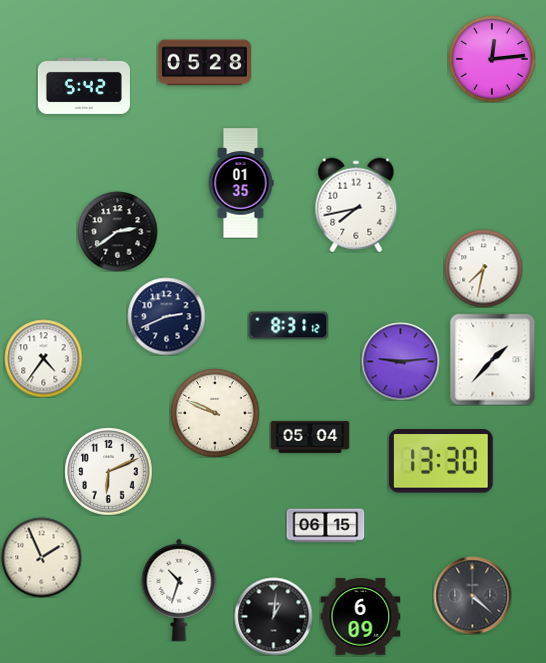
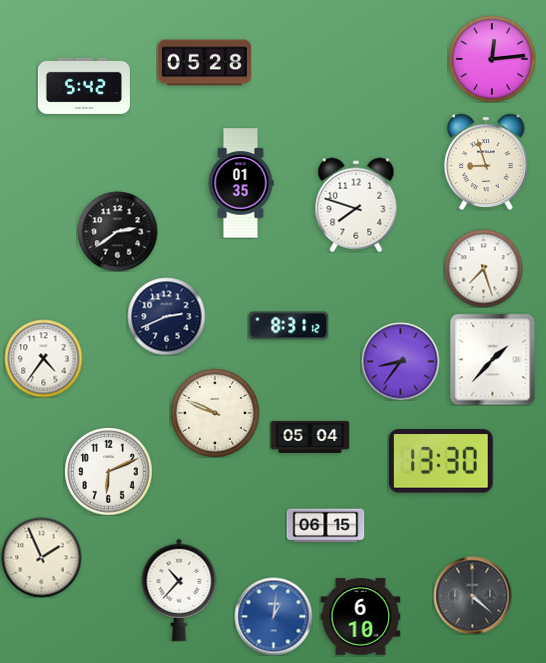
clock at (486, 162): none -> 8:57
clock at (356, 205): 7:43 -> 7:48
clock at (483, 268): 7:32 -> 7:27
clock at (400, 361): 9:14 -> 8:36
clock at (179, 590): 10:33 -> 10:37
clock at (273, 616) dial: black -> blue
clock at (360, 617): 6:09 -> 6:10
